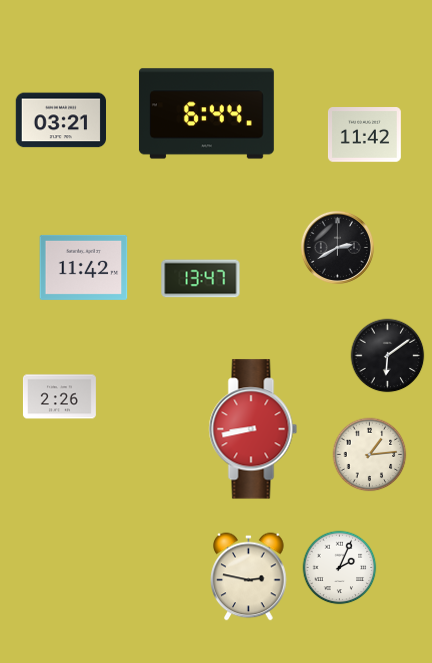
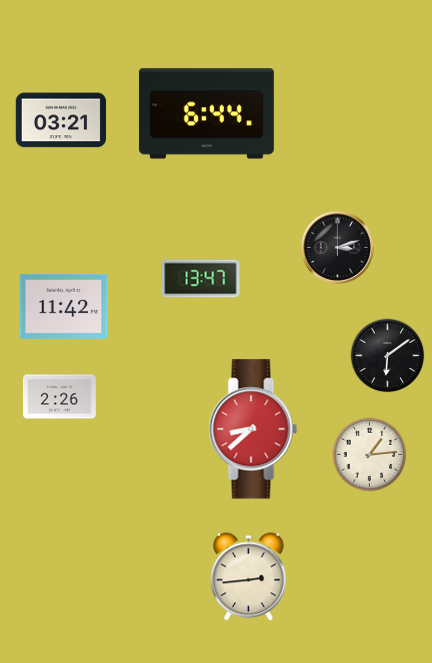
clock at (364, 135): 11:42 -> none
clock at (337, 247): 2:40 -> 3:12
clock at (84, 267) position: (84, 267) -> (64, 306)
clock at (253, 429): 8:43 -> 8:38
clock at (340, 568): 2:04 -> none
clock at (249, 577): 2:47 -> 2:44
